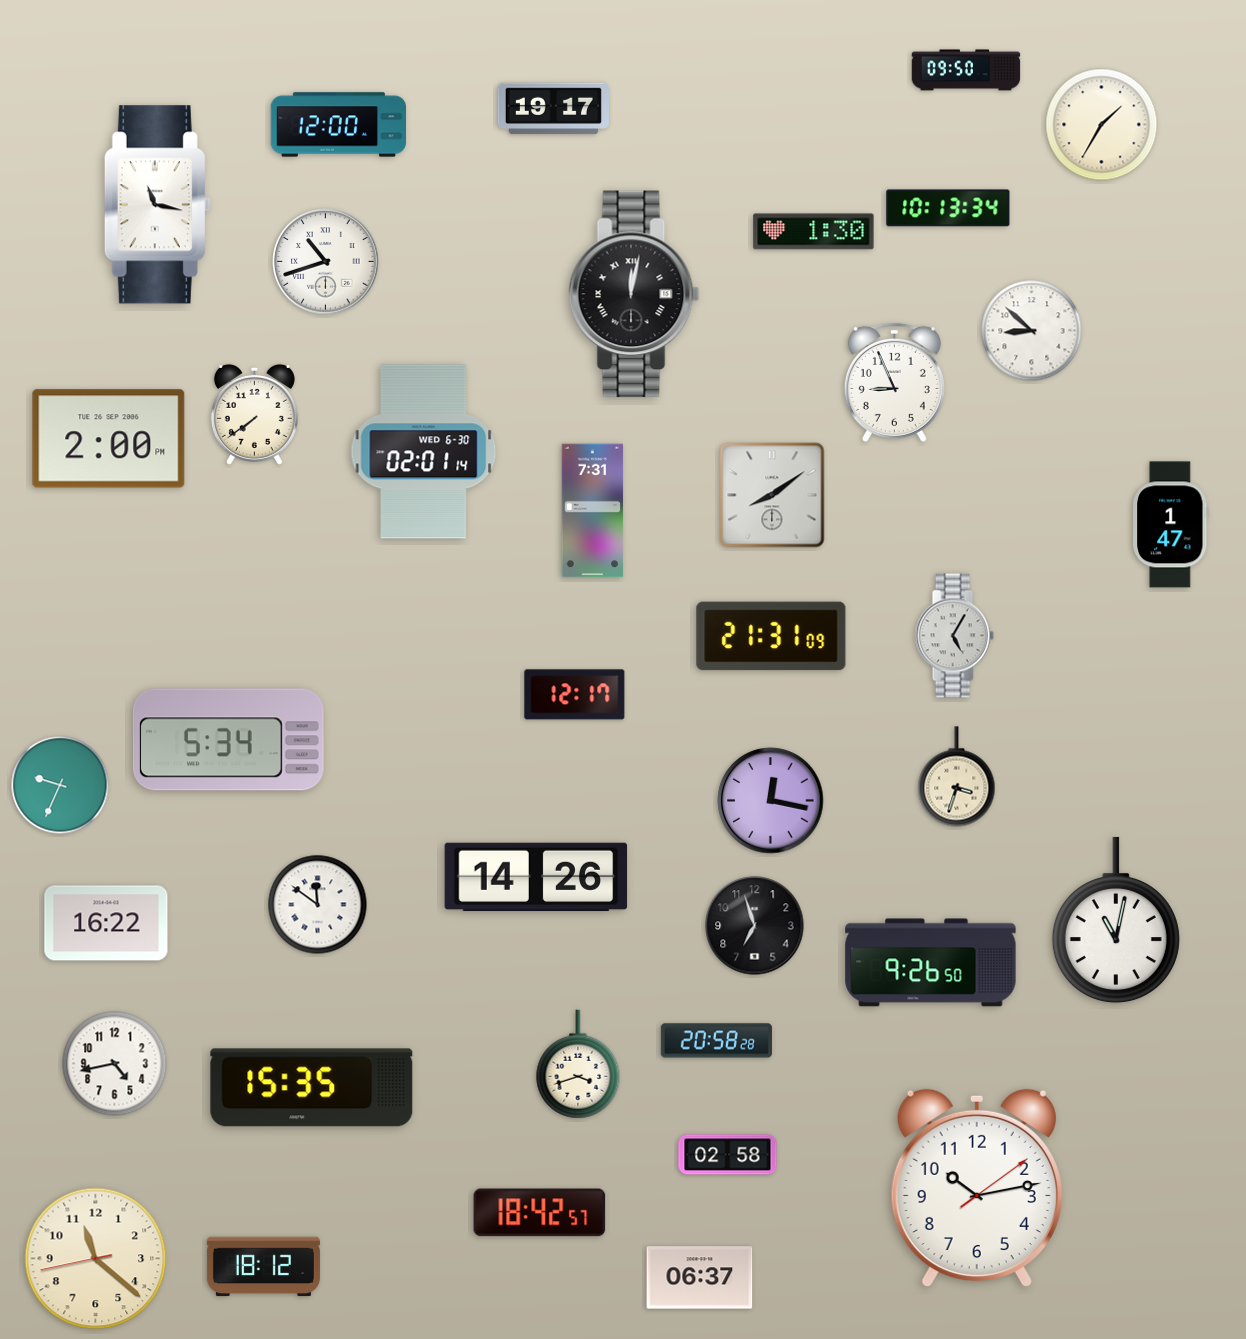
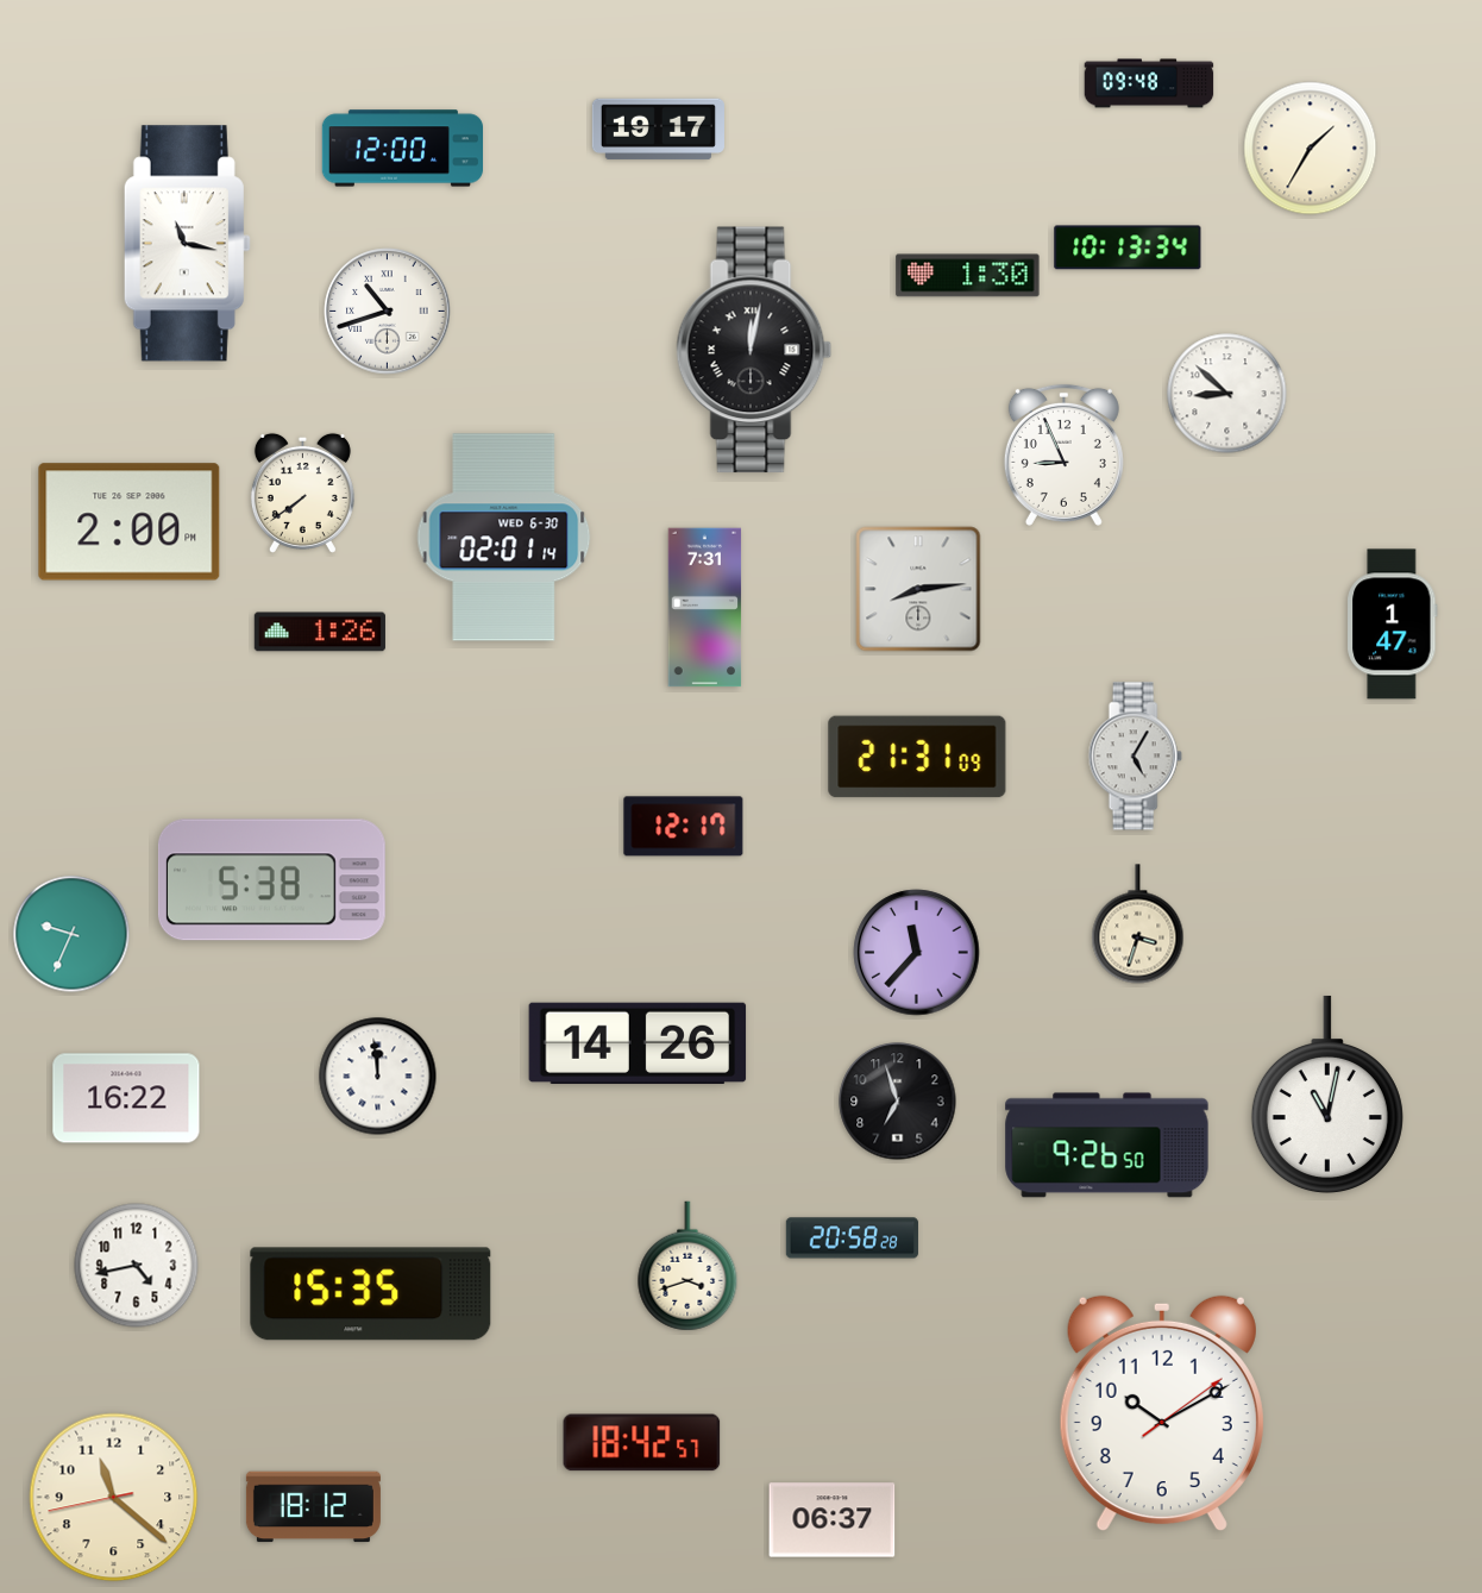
clock at (966, 70): 09:50 -> 09:48
clock at (772, 495): 8:09 -> 8:14
clock at (320, 632): none -> 1:26
clock at (228, 740): 5:34 -> 5:38
clock at (771, 801): 12:17 -> 11:37
clock at (318, 905): 11:51 -> 11:59
clock at (728, 1155): 02:58 -> none
clock at (977, 1188): 10:13 -> 10:10
